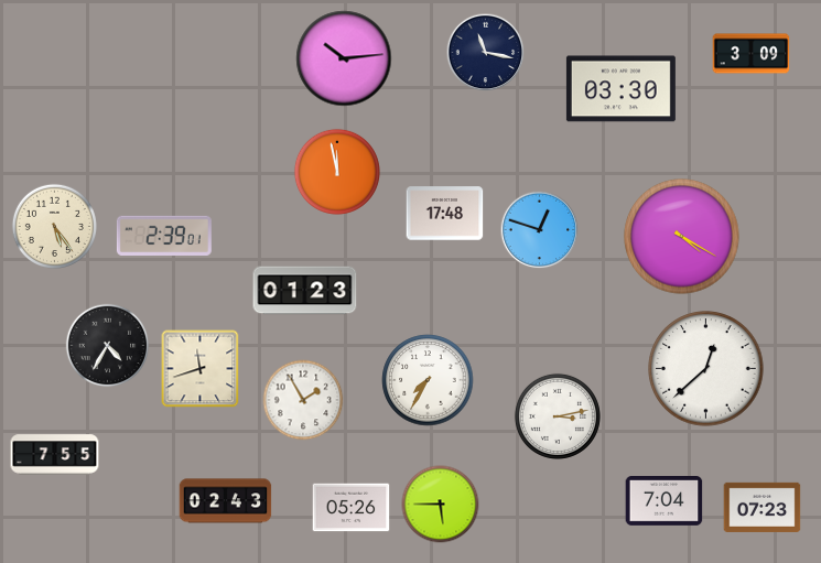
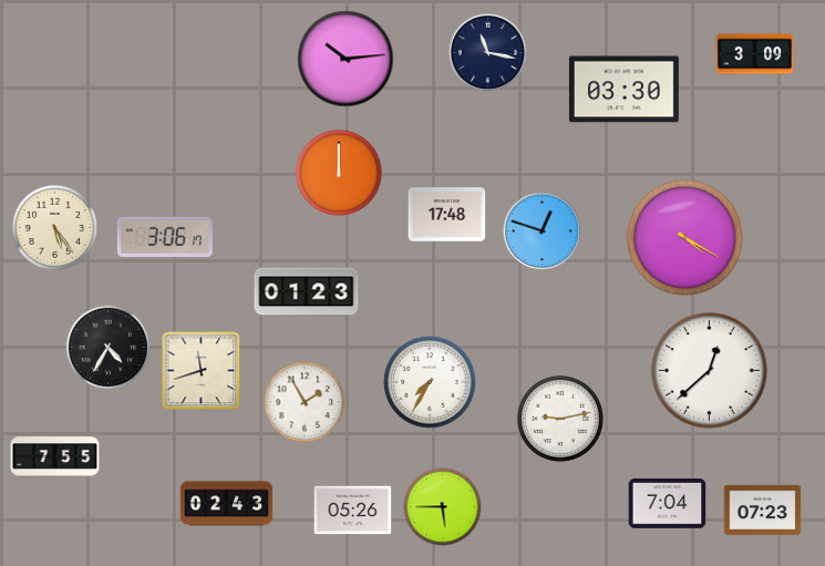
clock at (337, 172): 11:58 -> 12:00
clock at (164, 236): 2:39 -> 3:06
clock at (558, 416): 3:13 -> 9:13
clock at (763, 507) position: (763, 507) -> (763, 510)
